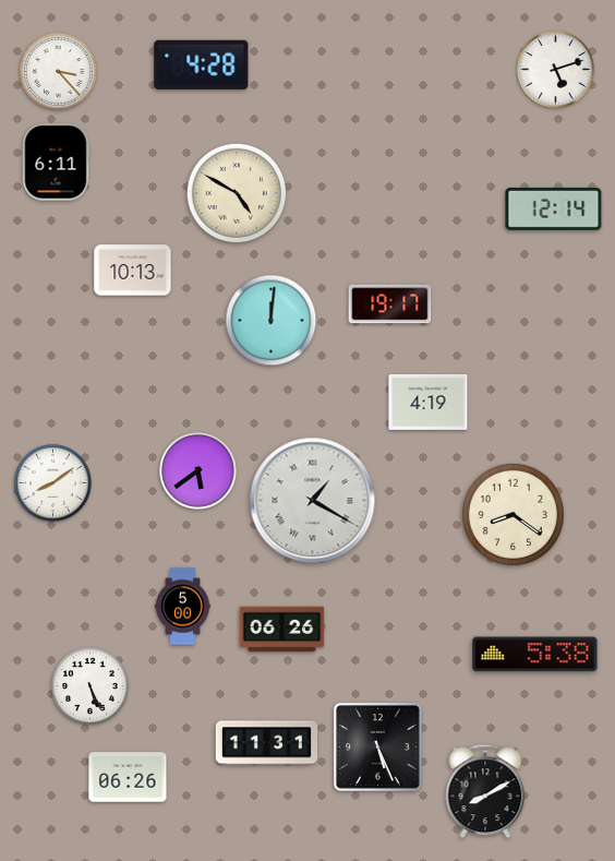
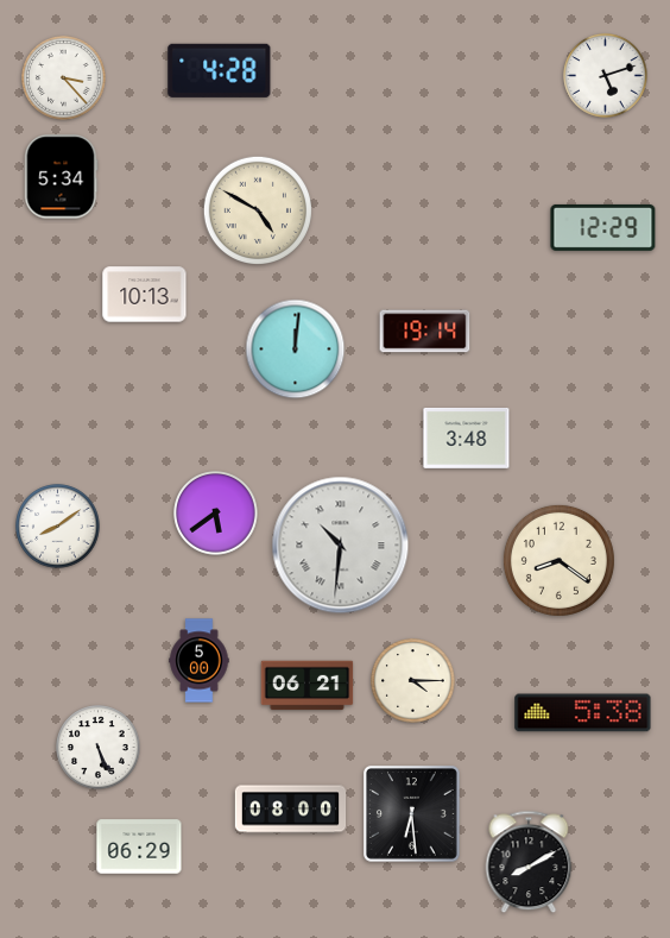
clock at (56, 163): 6:11 -> 5:34
clock at (554, 208): 12:14 -> 12:29
clock at (390, 304): 19:17 -> 19:14
clock at (429, 403): 4:19 -> 3:48
clock at (313, 501): 1:20 -> 10:31
clock at (413, 681): none -> 4:15
clock at (282, 630): 06:26 -> 06:21
clock at (267, 743): 11:31 -> 08:00
clock at (378, 748): 5:26 -> 6:29
clock at (128, 777): 06:26 -> 06:29
